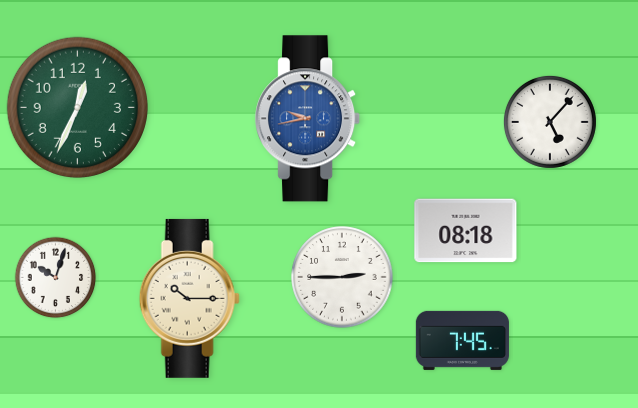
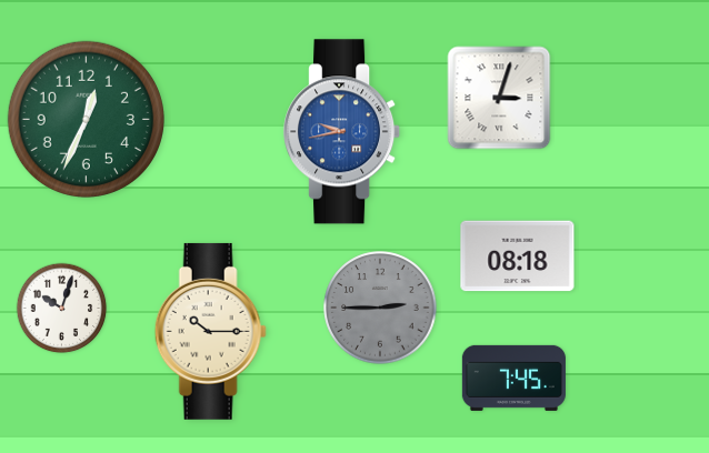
clock at (499, 98): none -> 3:03
clock at (550, 122): 5:07 -> none
clock at (342, 277) dial: white -> grey
